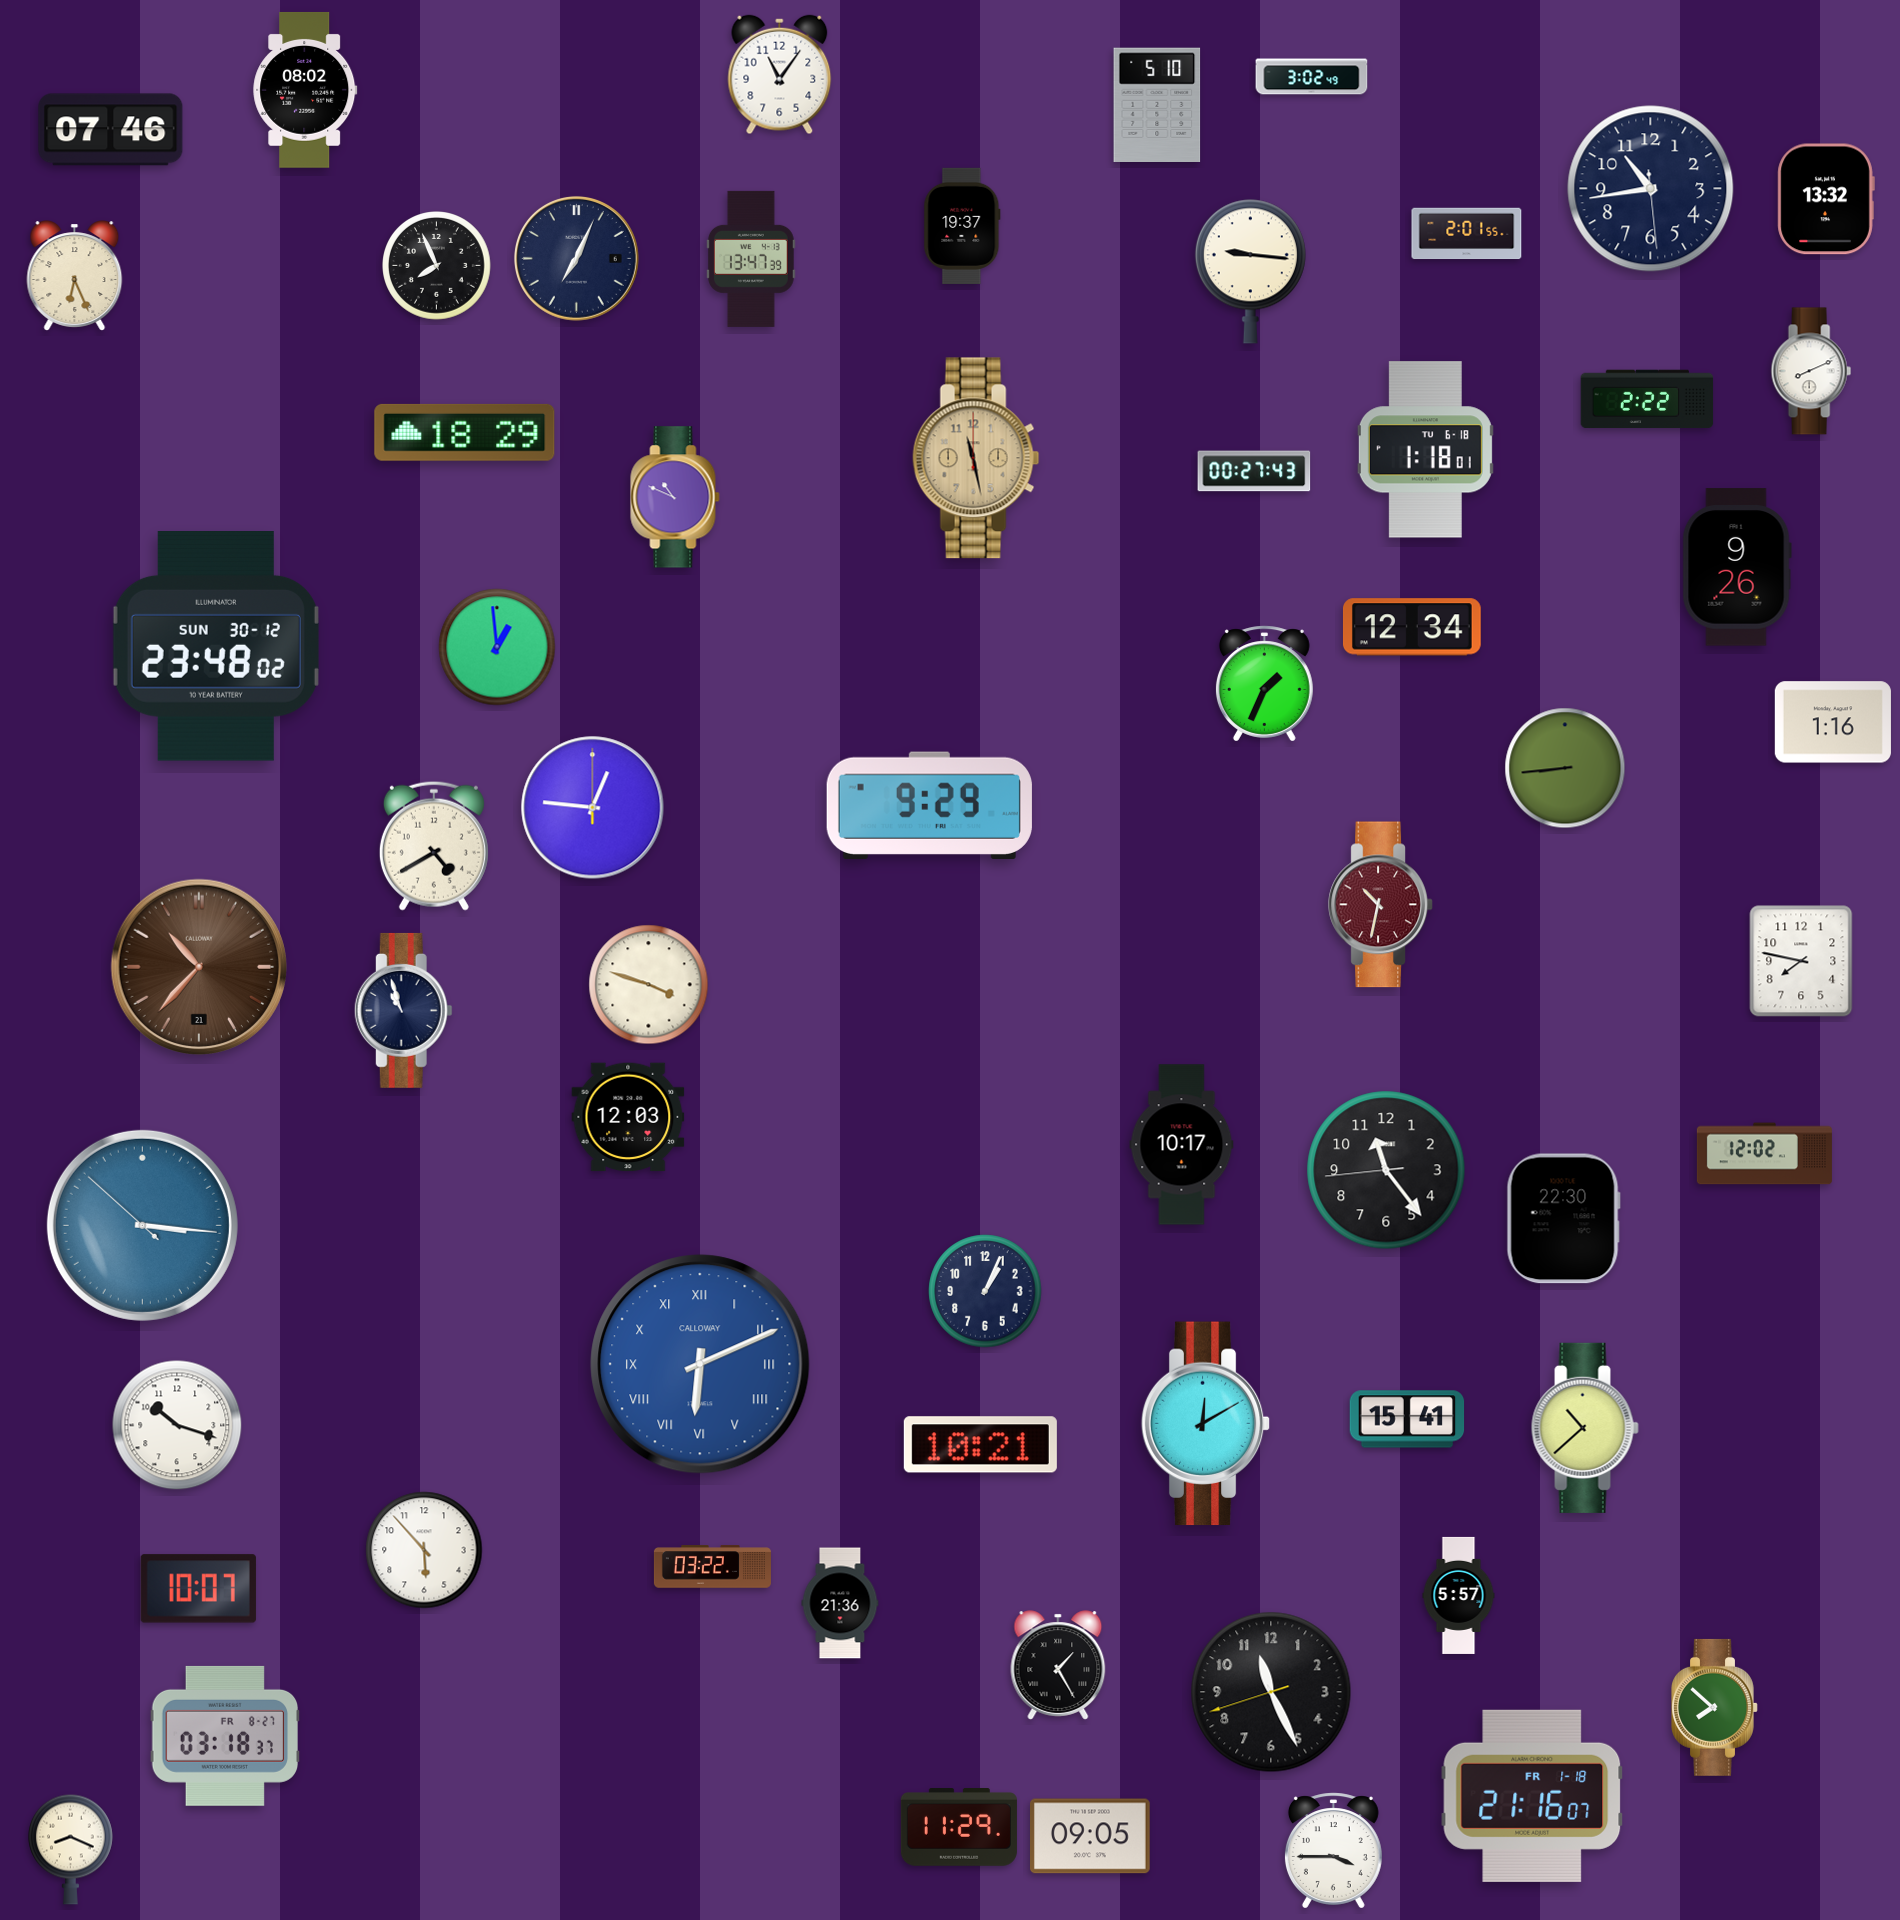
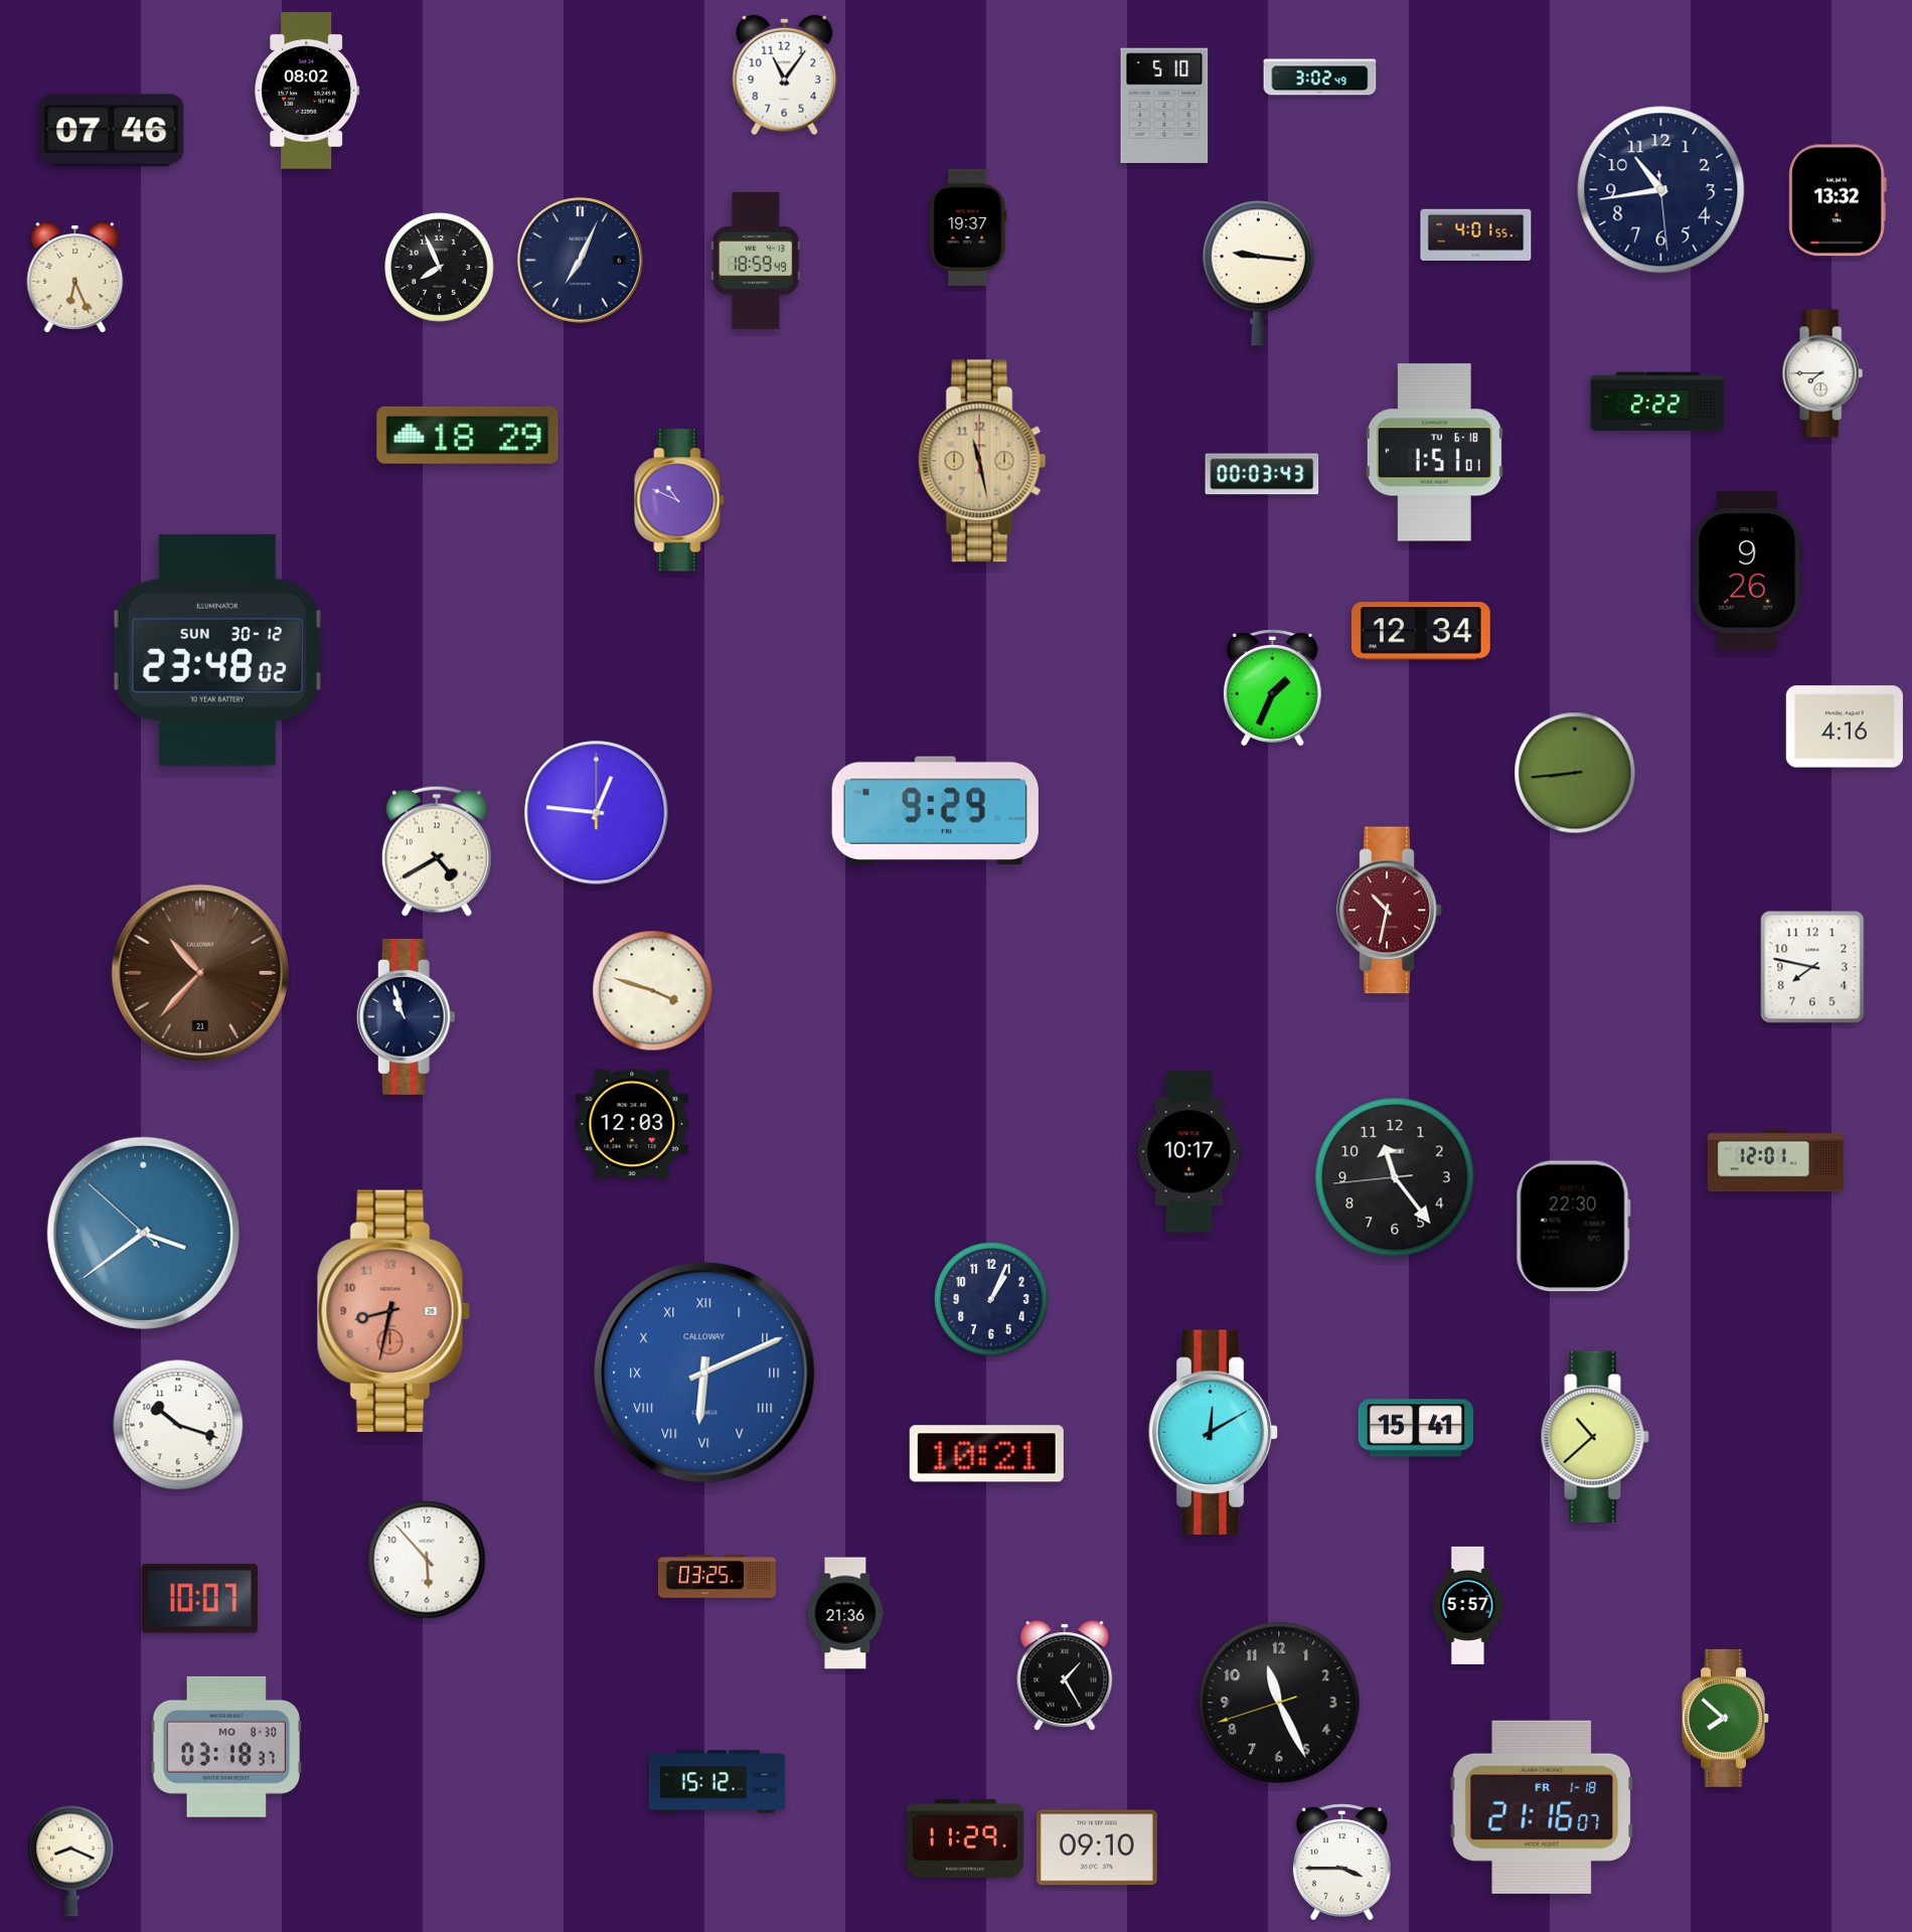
clock at (1467, 234): 2:01 -> 4:01
clock at (751, 259): 13:47 -> 18:59
clock at (1811, 371): 8:11 -> 7:45
clock at (1425, 450): 1:18 -> 1:51
clock at (1254, 471): 00:27 -> 00:03
clock at (497, 647): 12:59 -> none
clock at (1833, 722): 1:16 -> 4:16
clock at (1764, 1154): 12:02 -> 12:01
clock at (142, 1225): 3:15 -> 3:38
clock at (393, 1311): none -> 8:32
clock at (177, 1425) position: (177, 1425) -> (178, 1425)
clock at (712, 1567): 03:22 -> 03:25
clock at (225, 1736) date: FR 8-27 -> MO 8-30
clock at (716, 1782): none -> 15:12
clock at (1091, 1836): 09:05 -> 09:10
